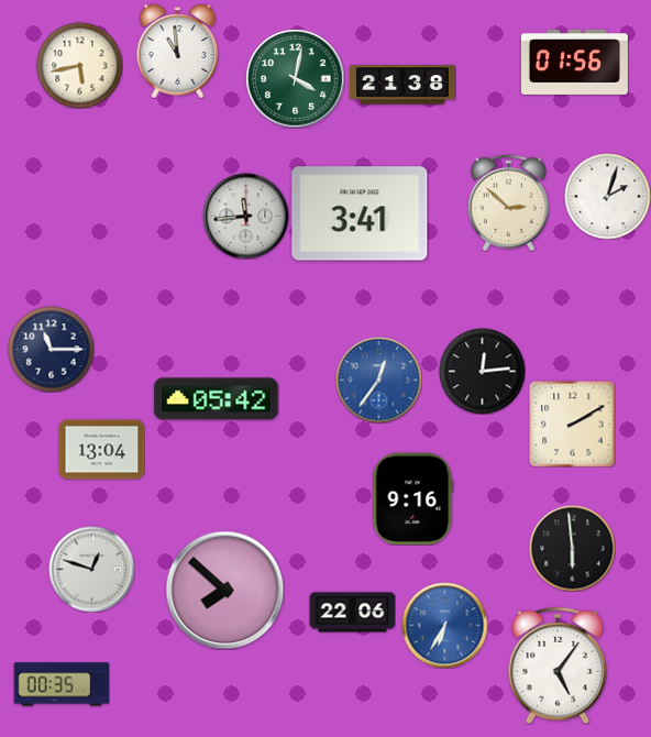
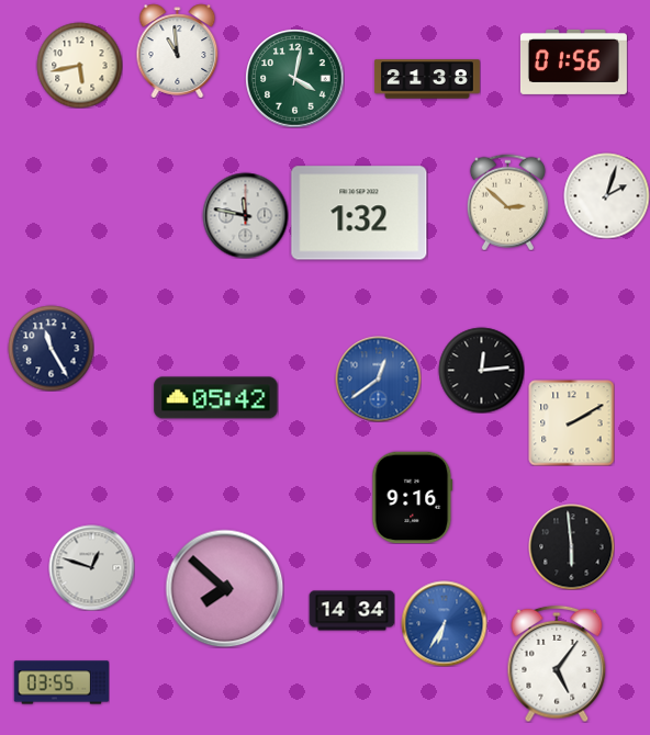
clock at (402, 85) position: (402, 85) -> (427, 79)
clock at (360, 213): 3:41 -> 1:32
clock at (245, 216): 11:44 -> 11:47
clock at (51, 349): 11:15 -> 11:25
clock at (378, 380): 12:36 -> 12:39
clock at (101, 450): 13:04 -> none
clock at (352, 613): 22:06 -> 14:34
clock at (62, 684): 00:35 -> 03:55
